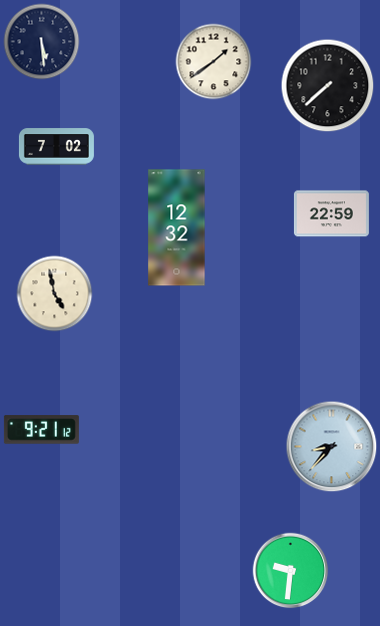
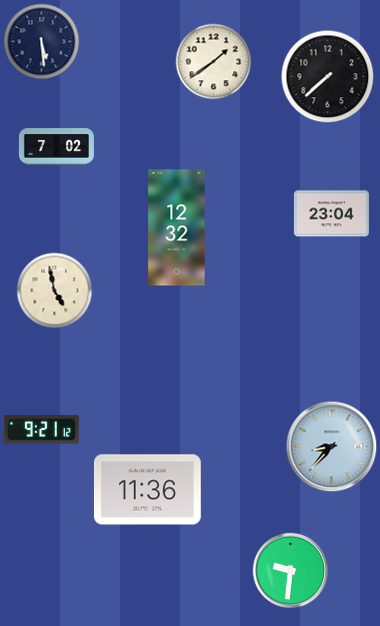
clock at (328, 86) position: (328, 86) -> (328, 77)
clock at (331, 214): 22:59 -> 23:04
clock at (55, 294) position: (55, 294) -> (55, 291)
clock at (147, 490): none -> 11:36
